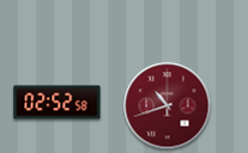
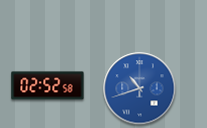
clock at (168, 106) dial: burgundy -> blue
